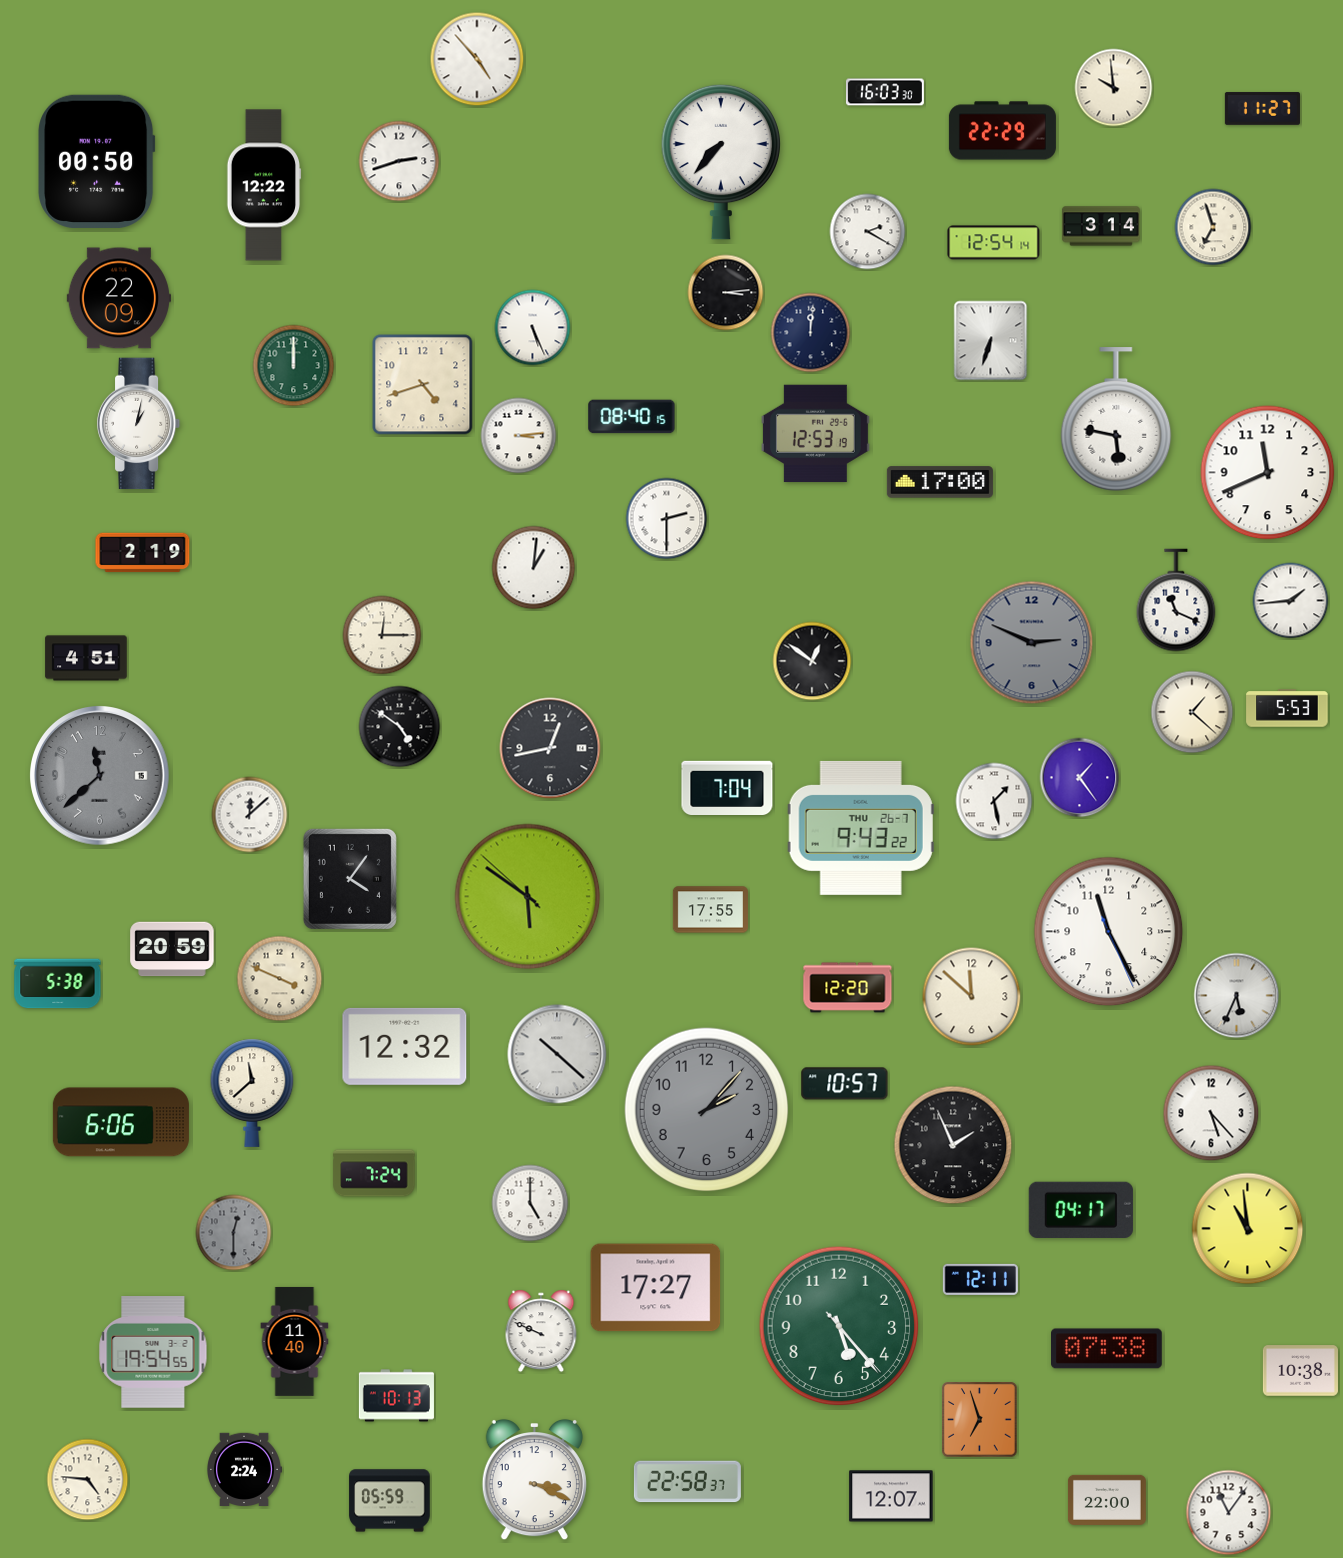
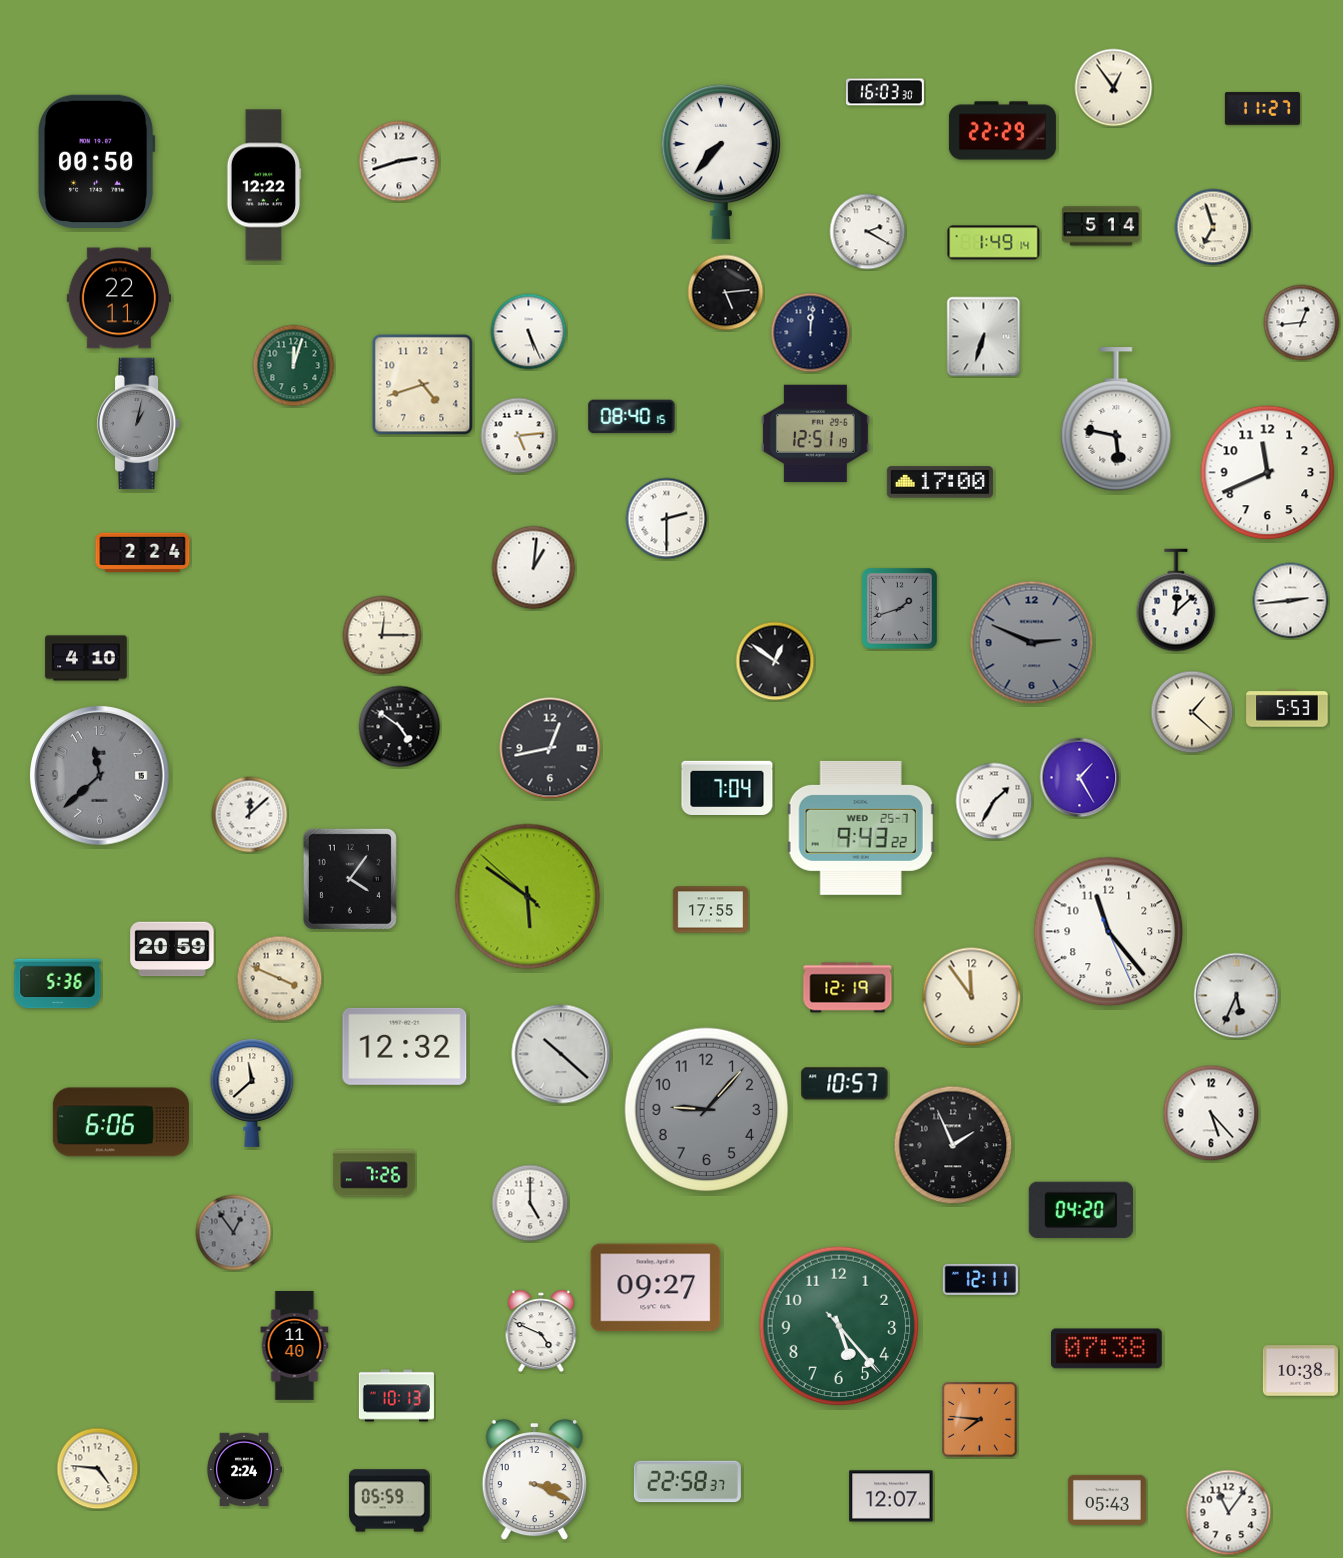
clock at (477, 59): 4:53 -> none
clock at (1114, 88): 9:59 -> 12:54
clock at (1101, 226): 3:14 -> 5:14
clock at (994, 243): 12:54 -> 1:49
clock at (726, 293): 3:14 -> 5:14
clock at (119, 298): 22:09 -> 22:11
clock at (1302, 323): none -> 12:44
clock at (533, 328) position: (533, 328) -> (529, 332)
clock at (991, 341) position: (991, 341) -> (984, 337)
clock at (294, 366): 12:00 -> 12:03
clock at (139, 424) dial: white -> grey
clock at (815, 434): 12:53 -> 12:51
clock at (519, 436): 3:14 -> 5:14
clock at (143, 553): 2:19 -> 2:24
clock at (1176, 600): 11:19 -> 12:08
clock at (1291, 601): 1:44 -> 2:44
clock at (899, 608): none -> 1:42
clock at (86, 658): 4:51 -> 4:10
clock at (812, 661) position: (812, 661) -> (775, 661)
clock at (1080, 778): 1:24 -> 1:25
clock at (994, 801): 1:28 -> 1:35
clock at (861, 828) date: THU 26-7 -> WED 25-7
clock at (1109, 932): 11:25 -> 11:23
clock at (58, 984): 5:38 -> 5:36
clock at (848, 988): 12:20 -> 12:19
clock at (972, 997): 11:52 -> 11:54
clock at (557, 1054) position: (557, 1054) -> (561, 1054)
clock at (707, 1110): 2:07 -> 9:07
clock at (374, 1173): 7:24 -> 7:26
clock at (1081, 1210): 04:17 -> 04:20
clock at (1248, 1229): 10:59 -> none
clock at (234, 1233): 12:30 -> 12:54
clock at (656, 1288): 17:27 -> 09:27
clock at (541, 1331): 9:49 -> 4:49
clock at (295, 1341) position: (295, 1341) -> (295, 1345)
clock at (153, 1352): 19:54 -> none
clock at (980, 1420): 6:57 -> 7:46
clock at (88, 1480) position: (88, 1480) -> (98, 1469)
clock at (1107, 1500): 22:00 -> 05:43
